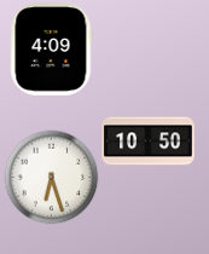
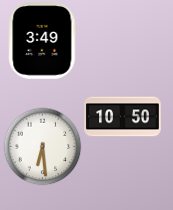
clock at (52, 50): 4:09 -> 3:49
clock at (51, 177): 6:27 -> 6:29
